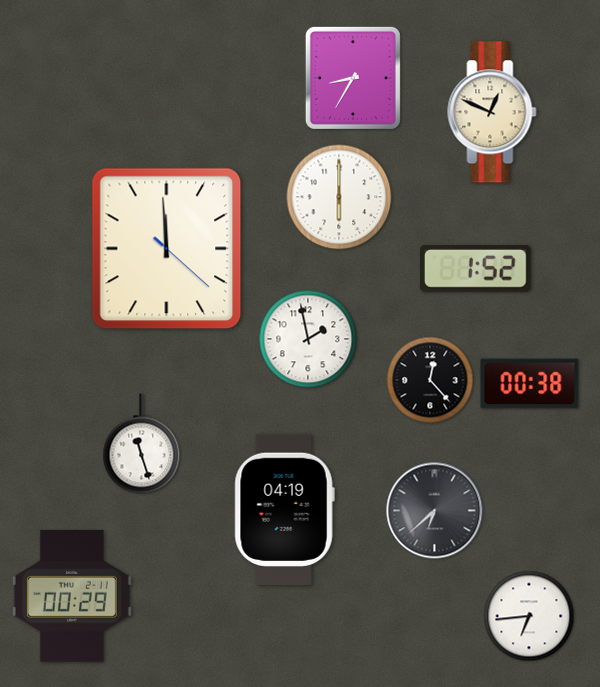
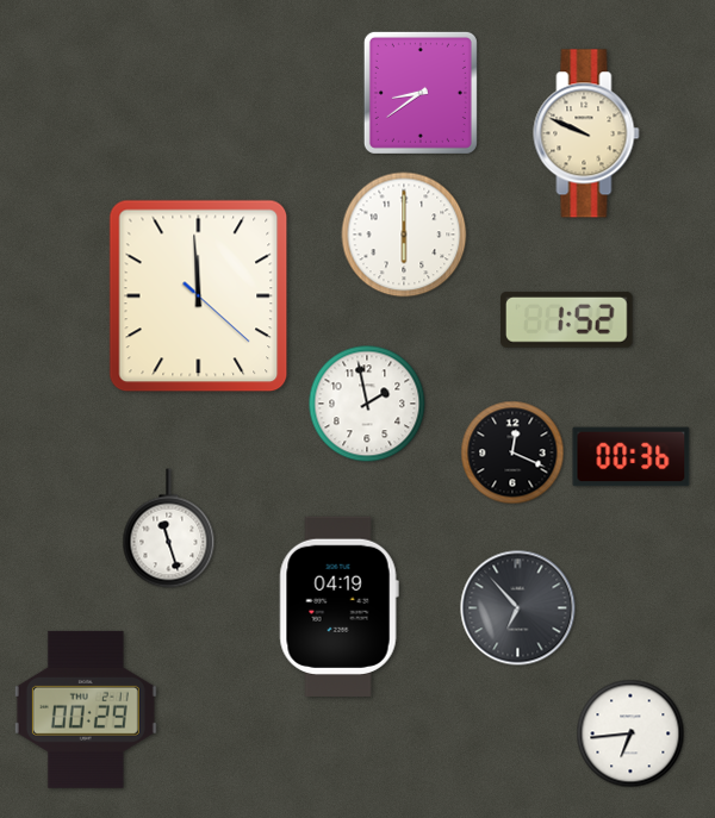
clock at (353, 78): 8:35 -> 8:39
clock at (492, 112): 12:49 -> 9:49
clock at (430, 380): 12:23 -> 12:19
clock at (530, 384): 00:38 -> 00:36
clock at (435, 511): 6:38 -> 6:53
